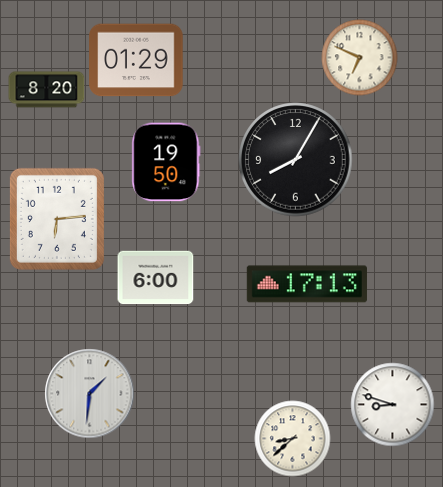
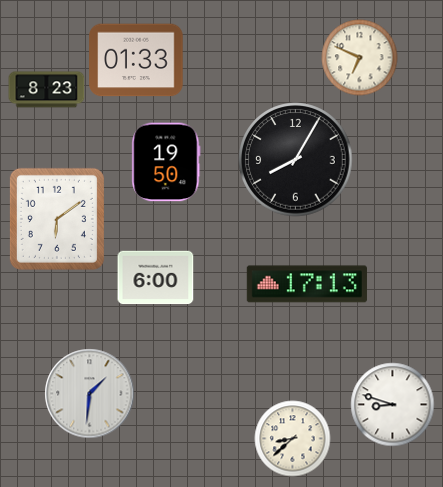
clock at (136, 60): 01:29 -> 01:33
clock at (47, 90): 8:20 -> 8:23
clock at (57, 219): 6:14 -> 6:09
